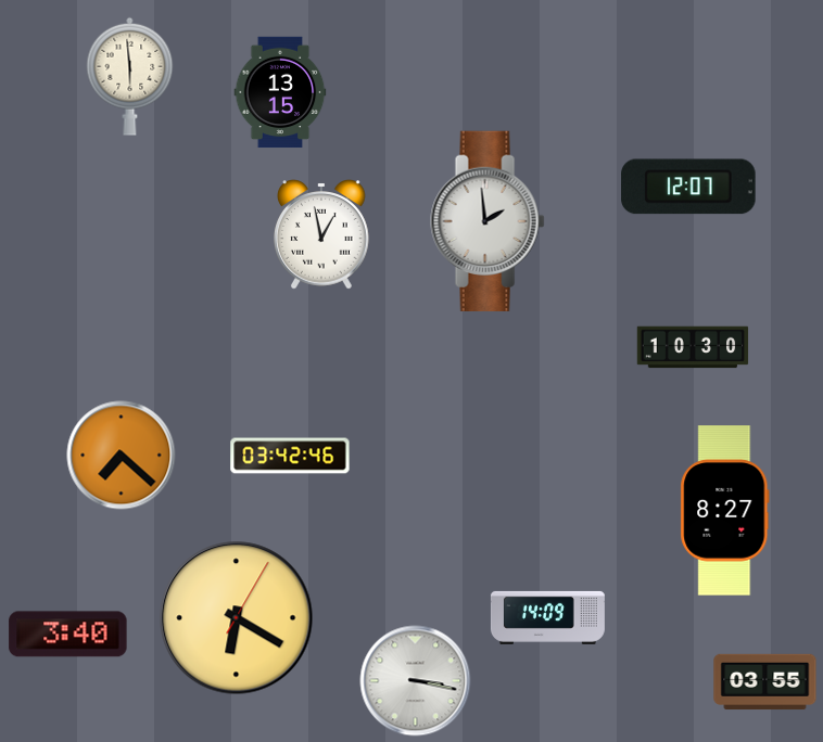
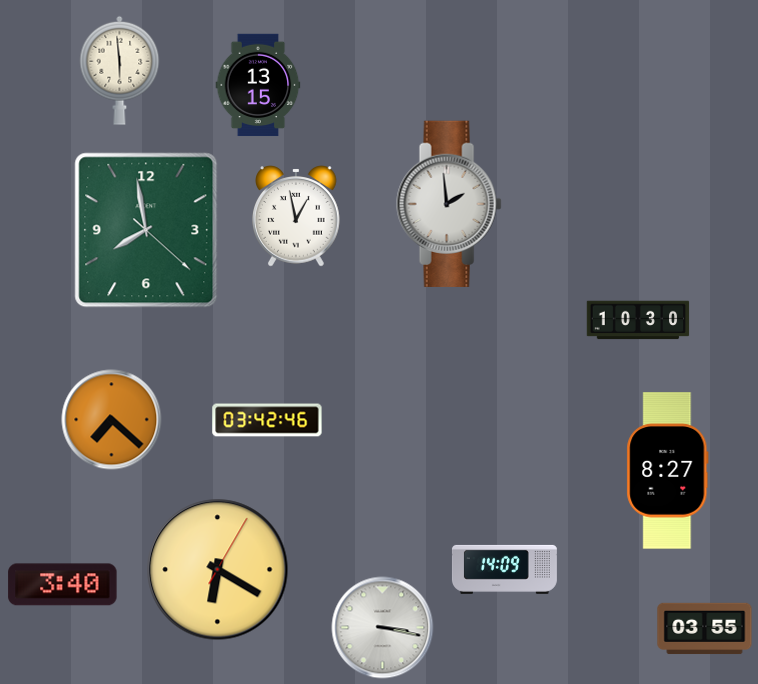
clock at (688, 187): 12:07 -> none
clock at (146, 230): none -> 7:58
